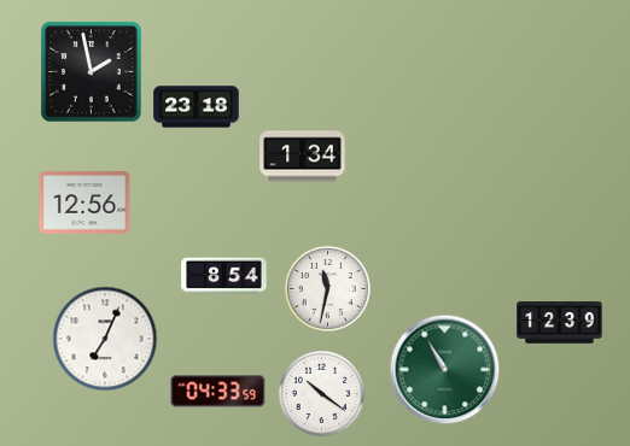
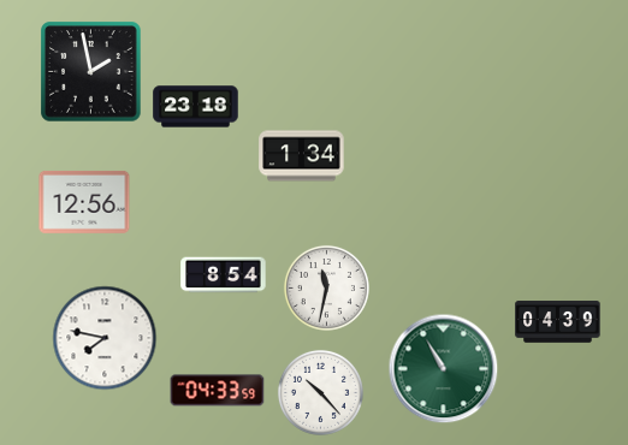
clock at (560, 323): 12:39 -> 04:39
clock at (105, 339): 7:04 -> 7:47
clock at (321, 393): 10:21 -> 10:23
